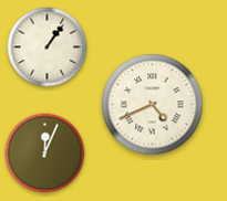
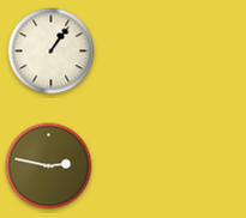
clock at (153, 105): 4:41 -> none
clock at (45, 154): 12:04 -> 2:47
